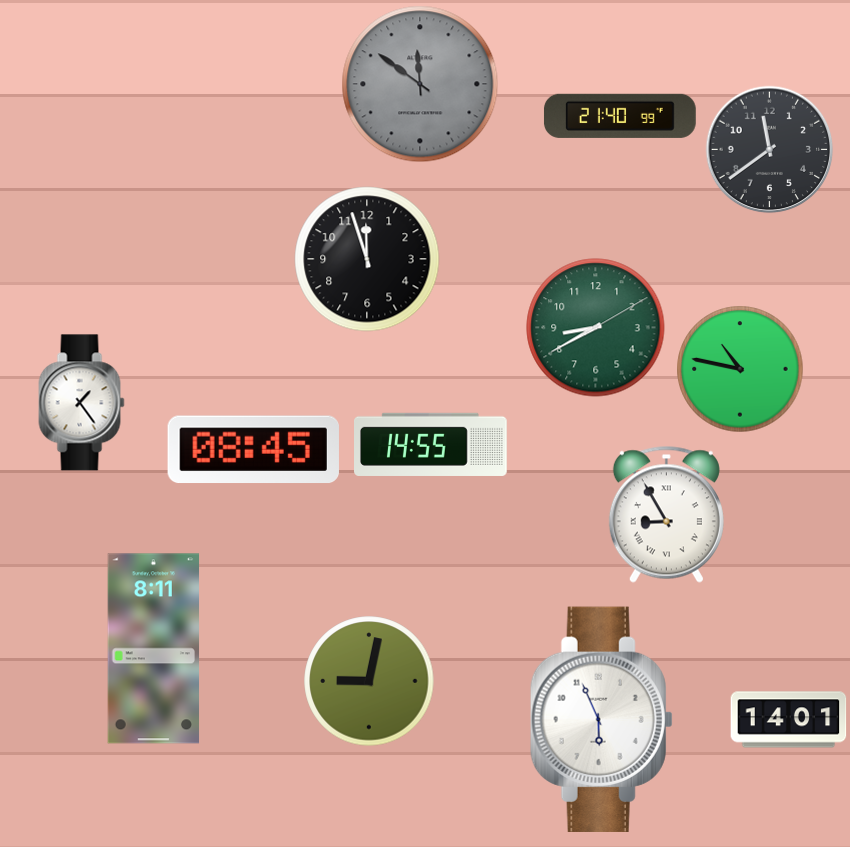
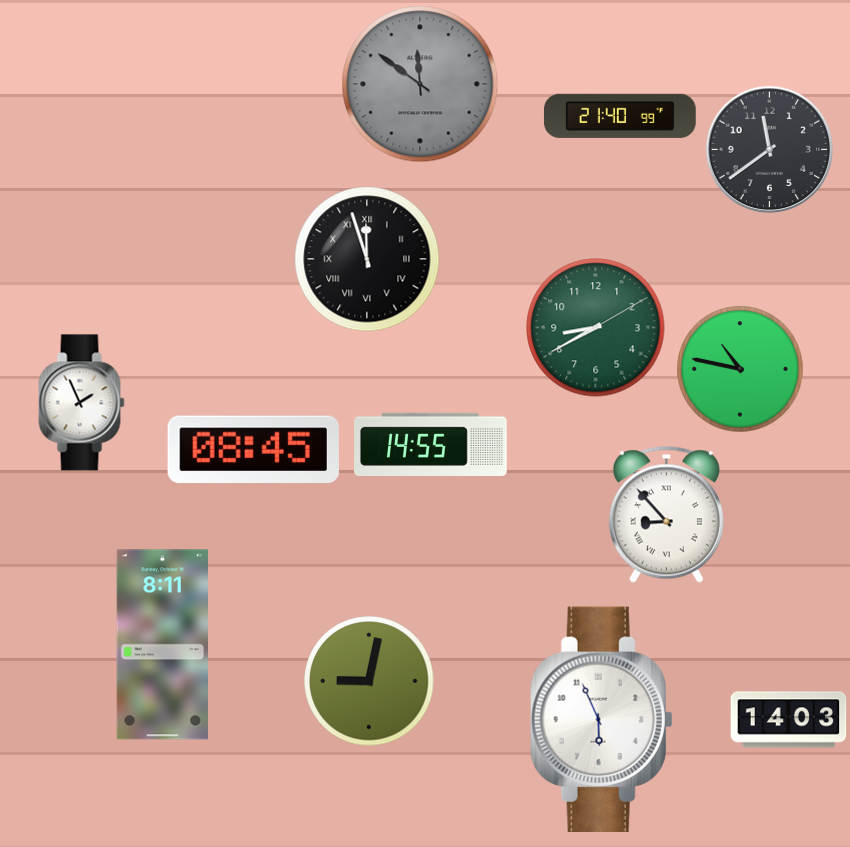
clock at (367, 259) numerals: Arabic -> Roman
clock at (82, 403): 1:24 -> 1:56
clock at (666, 514): 8:55 -> 8:53
clock at (154, 649) position: (154, 649) -> (163, 645)
clock at (789, 720): 14:01 -> 14:03
